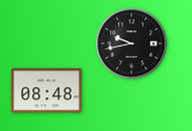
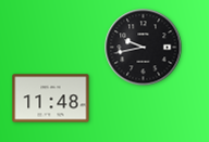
clock at (47, 91): 08:48 -> 11:48
